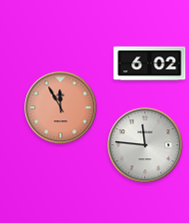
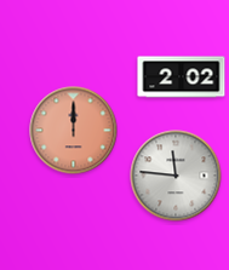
clock at (150, 64): 6:02 -> 2:02
clock at (61, 108): 11:55 -> 12:00
